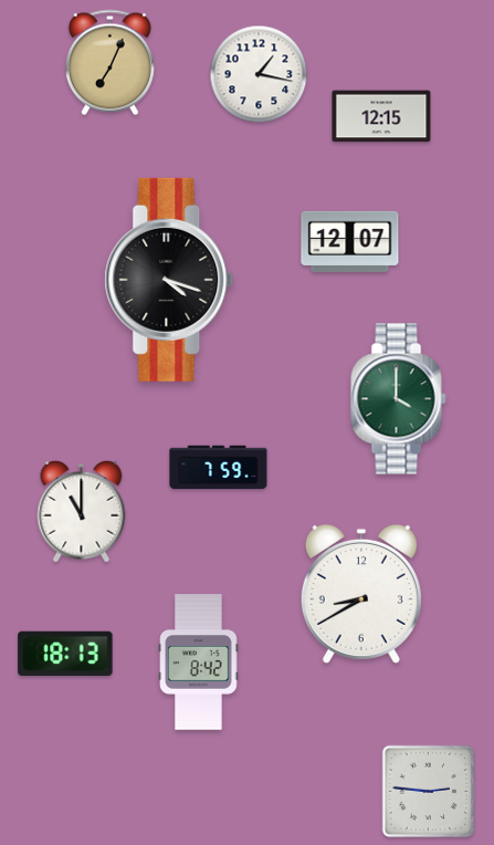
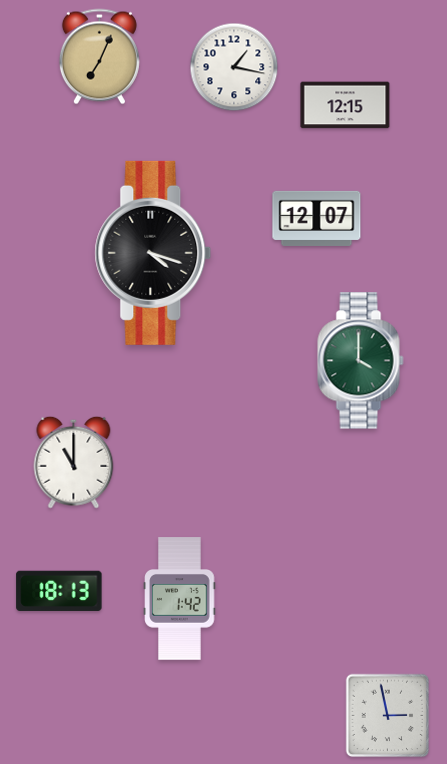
clock at (219, 468): 7:59 -> none
clock at (361, 594): 8:40 -> none
clock at (199, 663): 8:42 -> 1:42
clock at (429, 792): 2:46 -> 2:58
